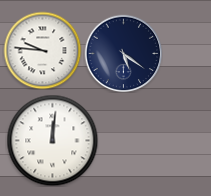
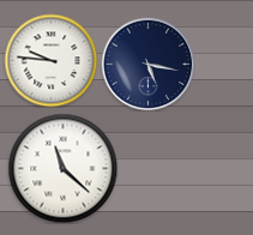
clock at (123, 53): 5:21 -> 5:17
clock at (52, 140): 12:01 -> 11:22
